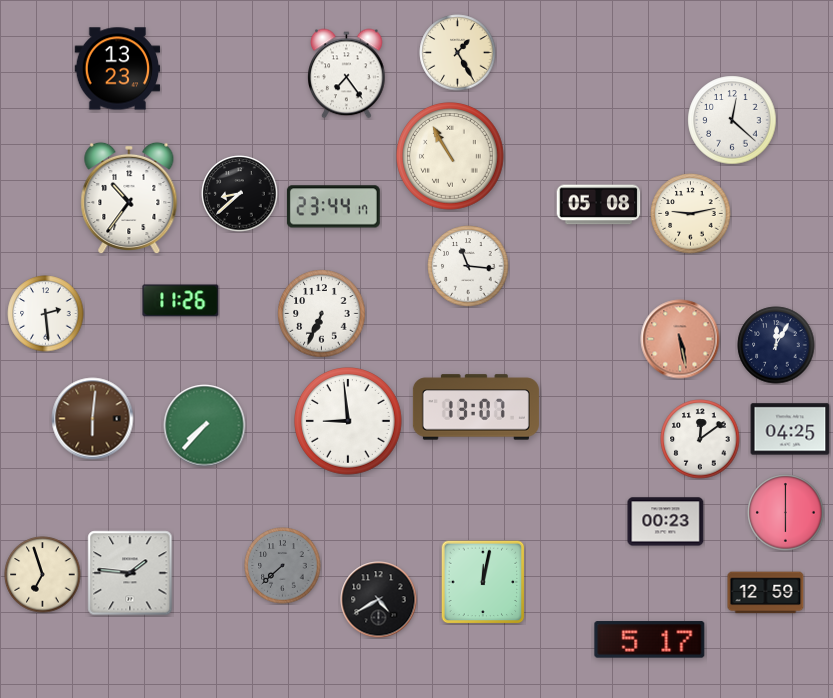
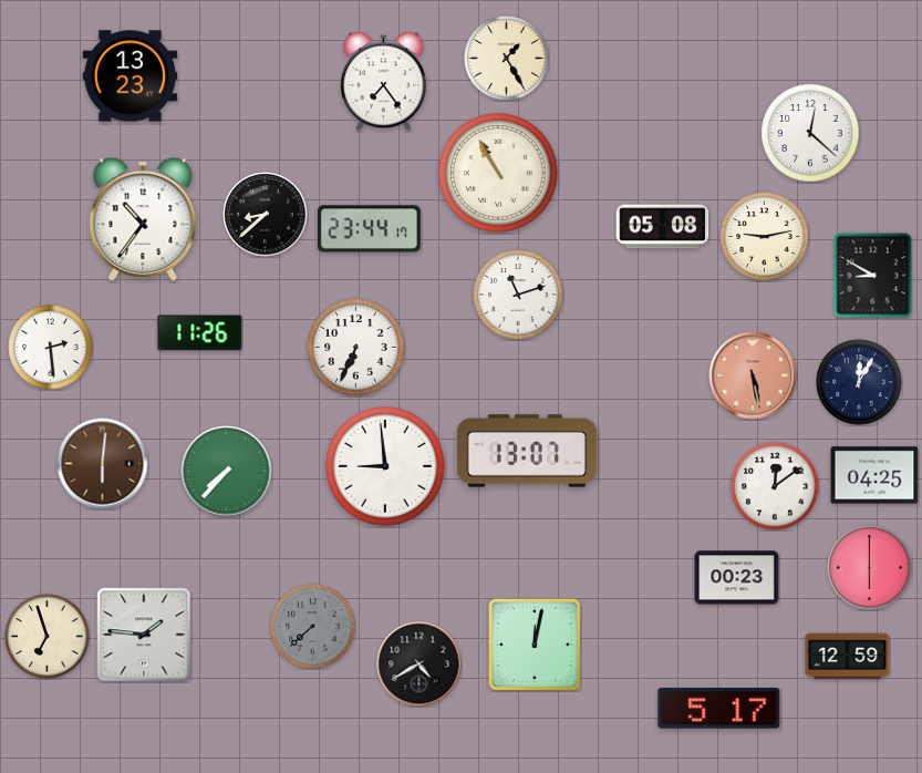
clock at (873, 275): none -> 8:50
clock at (468, 266): 11:16 -> 11:12
